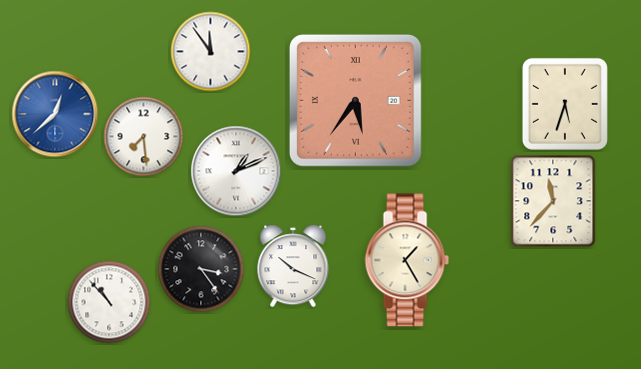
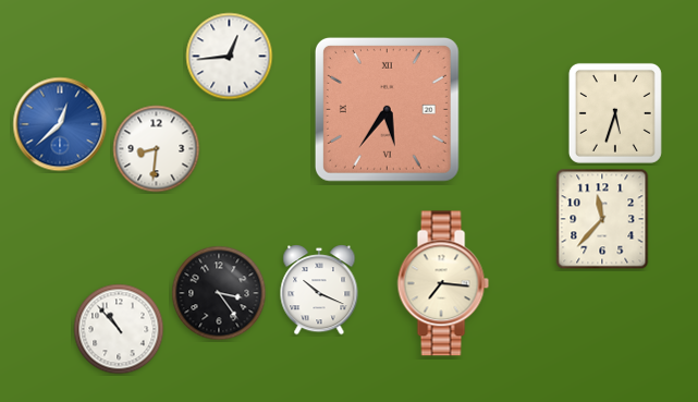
clock at (211, 52): 11:54 -> 12:44
clock at (144, 137): 7:29 -> 8:31
clock at (236, 171): 1:11 -> none
clock at (407, 260): 1:25 -> 7:16
